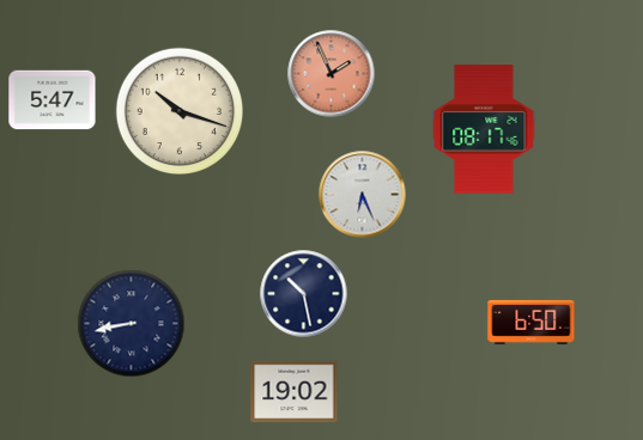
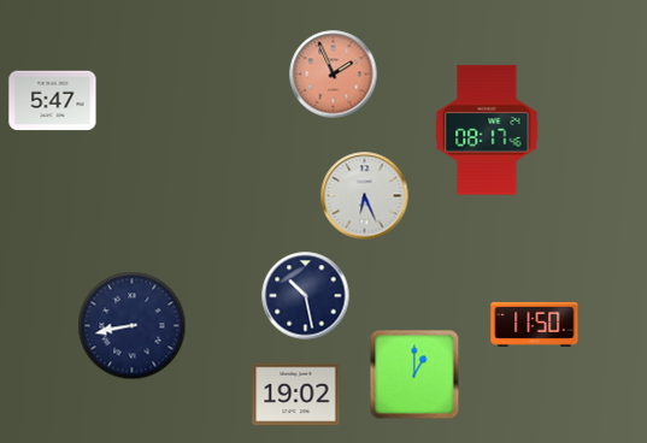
clock at (180, 111): 10:18 -> none
clock at (532, 322): 6:50 -> 11:50
clock at (414, 374): none -> 1:00
